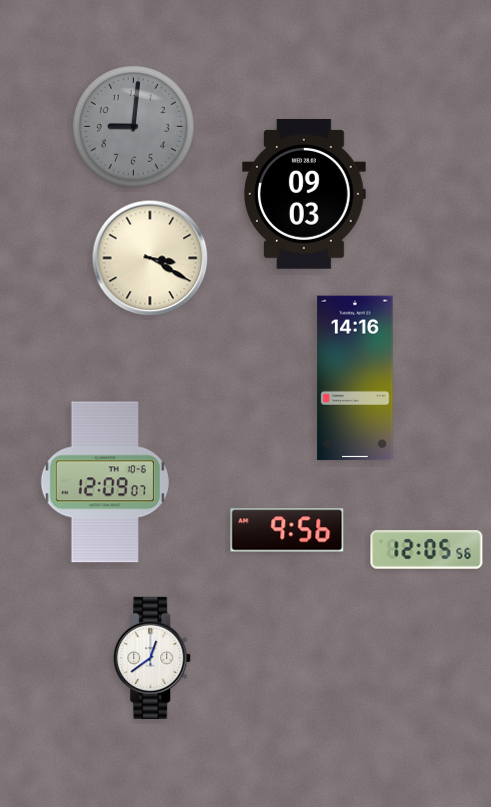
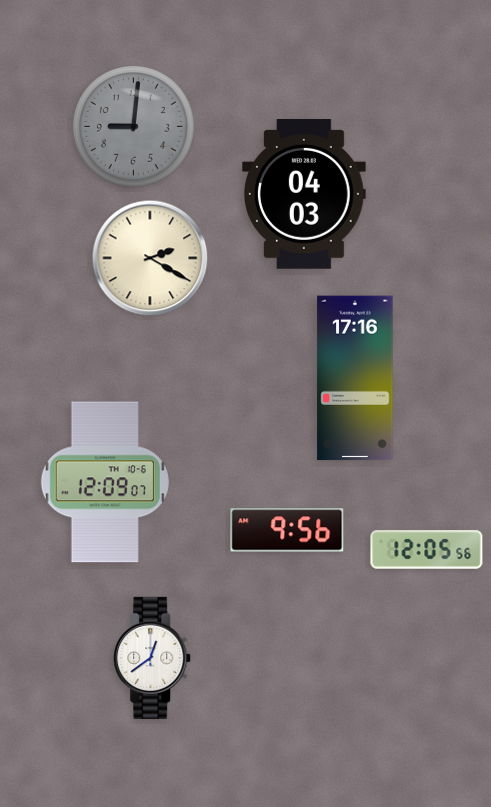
clock at (305, 195): 09:03 -> 04:03
clock at (150, 258): 3:20 -> 2:20
clock at (355, 378): 14:16 -> 17:16
